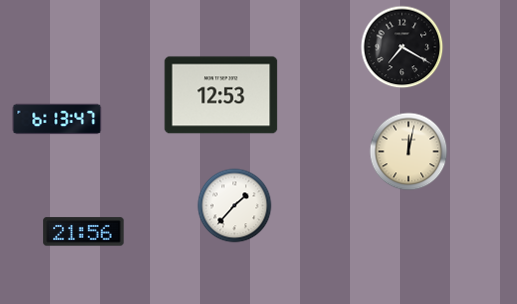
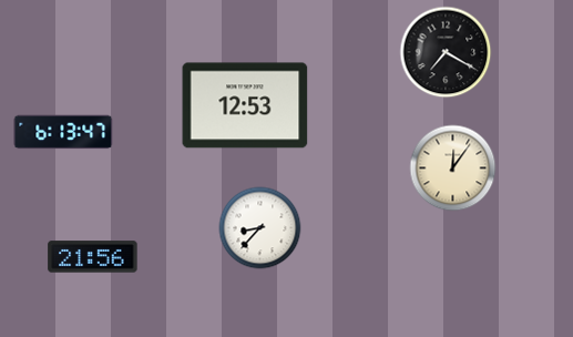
clock at (409, 152): 12:02 -> 12:06
clock at (235, 206): 1:37 -> 8:37
